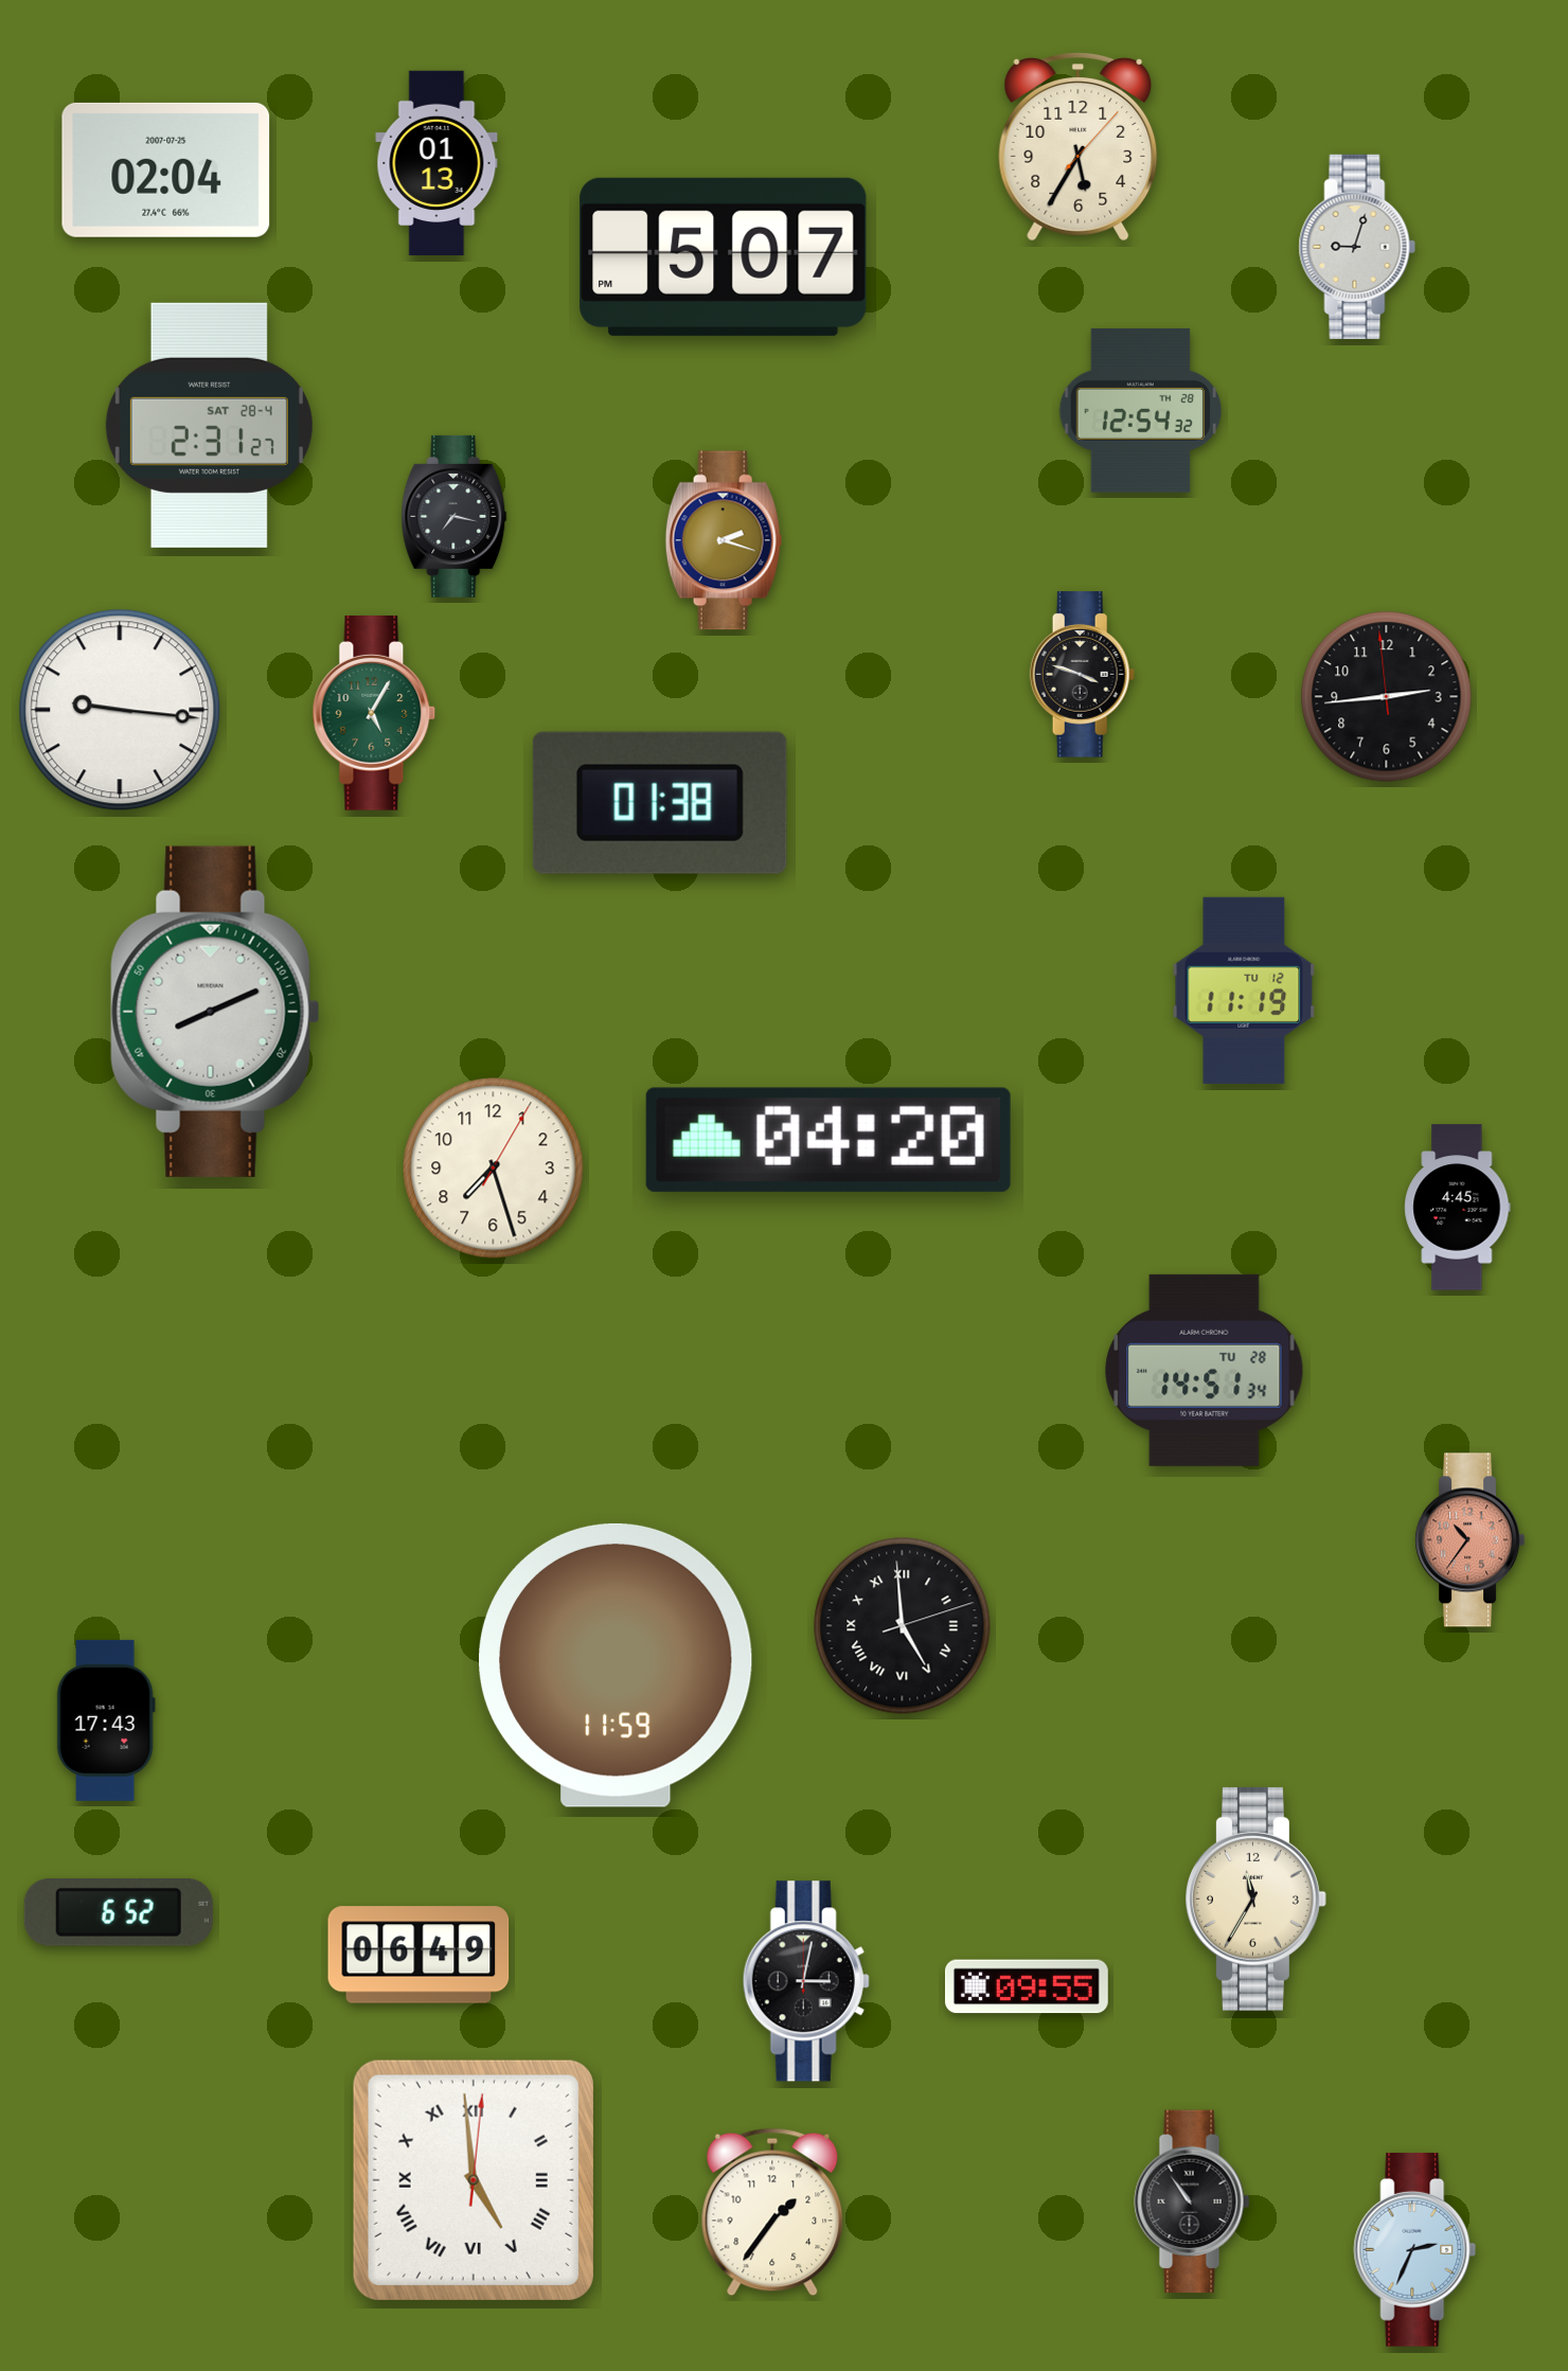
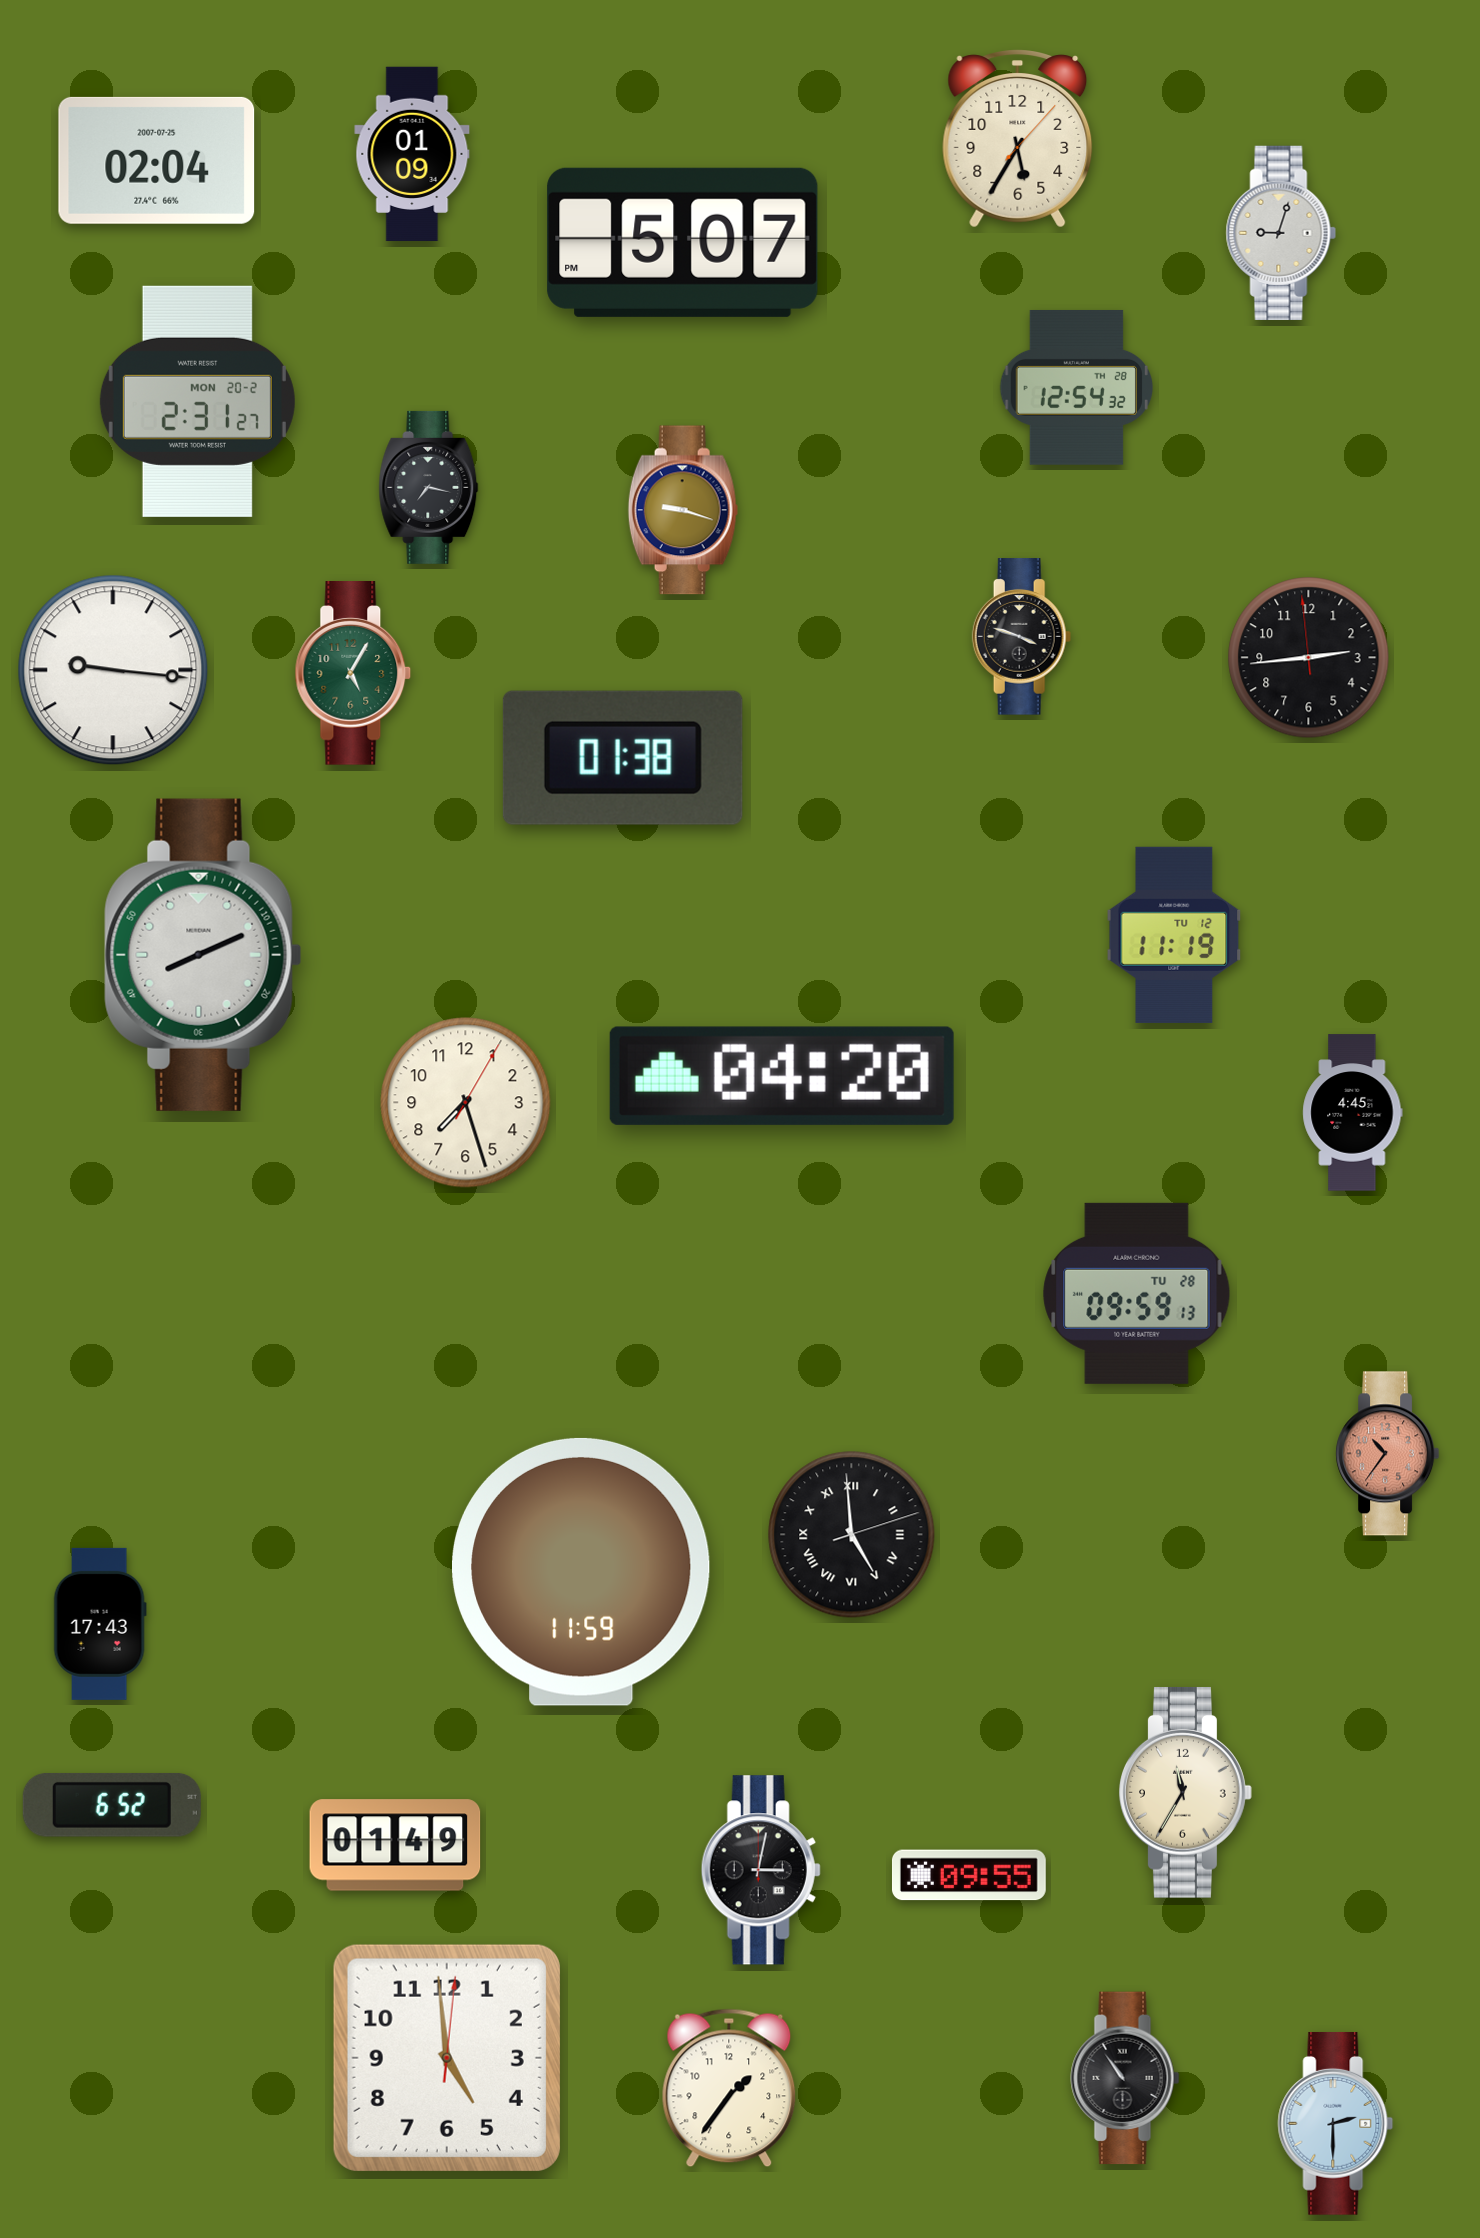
clock at (436, 163): 01:13 -> 01:09
clock at (209, 425) date: SAT 28-4 -> MON 20-2
clock at (724, 540): 2:18 -> 9:18
clock at (1458, 1208) position: (1458, 1208) -> (1353, 1113)
clock at (1205, 1370): 14:51 -> 09:59
clock at (418, 1955): 06:49 -> 01:49
clock at (474, 2180) numerals: Roman -> Arabic
clock at (1415, 2249): 2:34 -> 2:30
